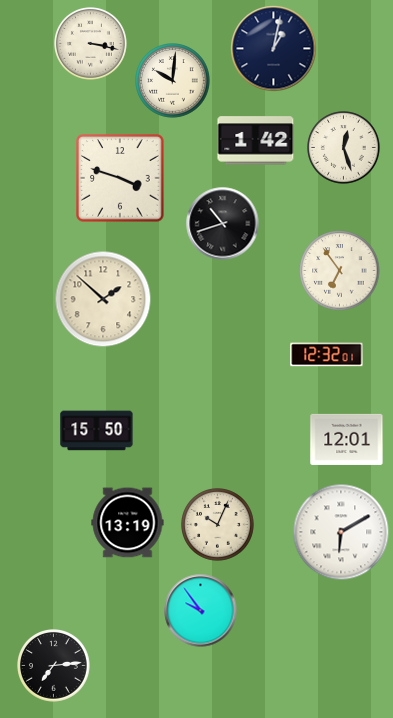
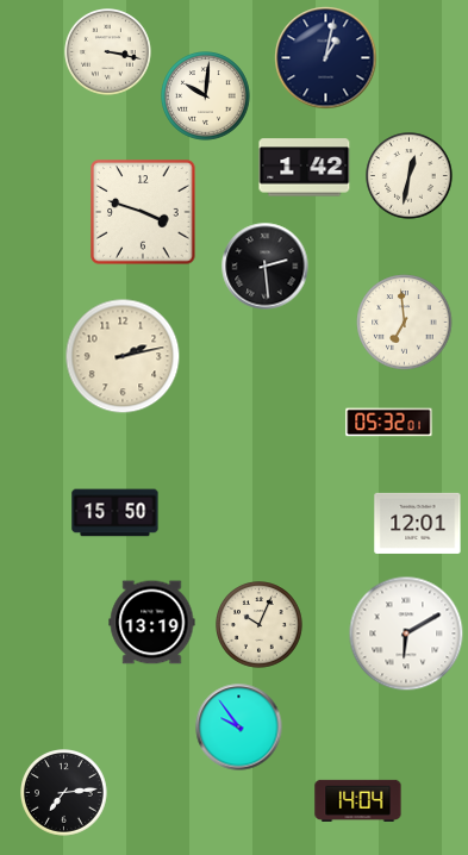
clock at (344, 148): 12:27 -> 12:32
clock at (223, 224): 10:42 -> 2:29
clock at (340, 271): 6:54 -> 6:59
clock at (103, 299): 1:52 -> 2:13
clock at (327, 355): 12:32 -> 05:32
clock at (347, 439) position: (347, 439) -> (418, 523)
clock at (358, 800): none -> 14:04
